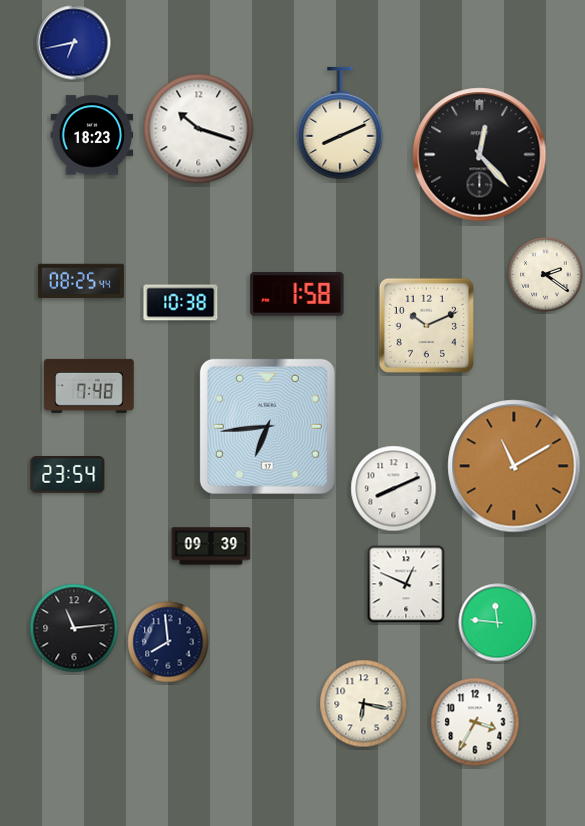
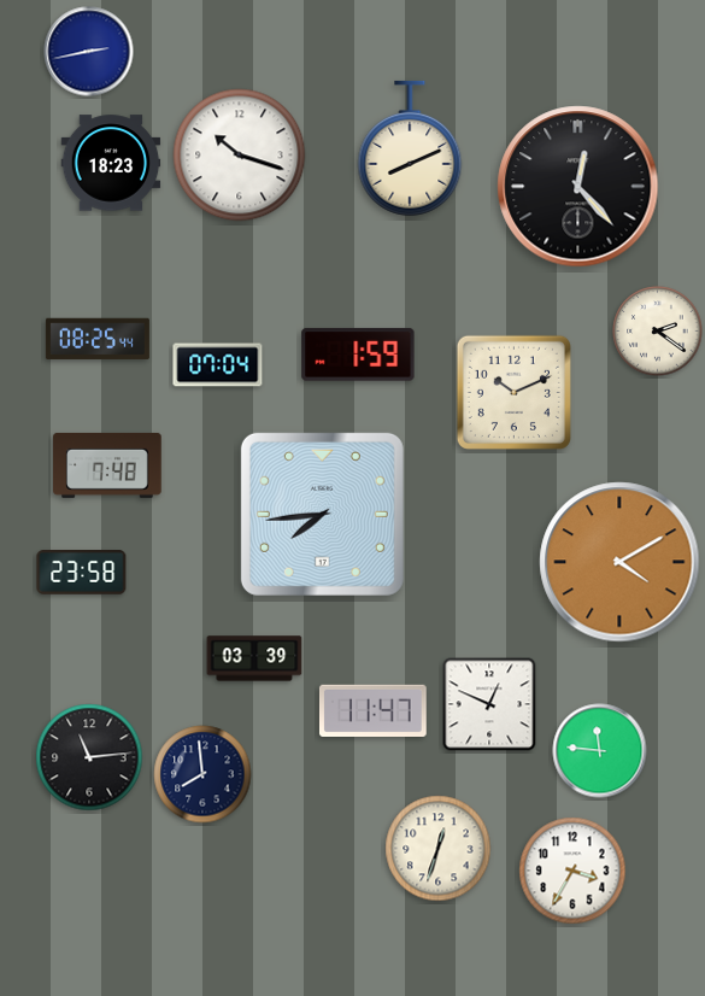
clock at (74, 43): 6:43 -> 2:43
clock at (297, 294): 1:58 -> 1:59
clock at (181, 303): 10:38 -> 07:04
clock at (267, 426): 6:44 -> 7:44
clock at (514, 466): 11:10 -> 4:10
clock at (68, 475): 23:54 -> 23:58
clock at (394, 489): 8:11 -> none
clock at (211, 546): 09:39 -> 03:39
clock at (372, 710): none -> 11:47
clock at (364, 704): 6:17 -> 12:33
